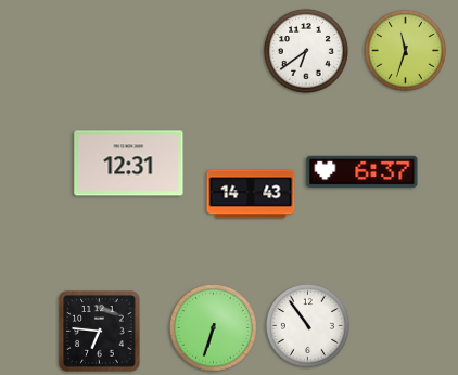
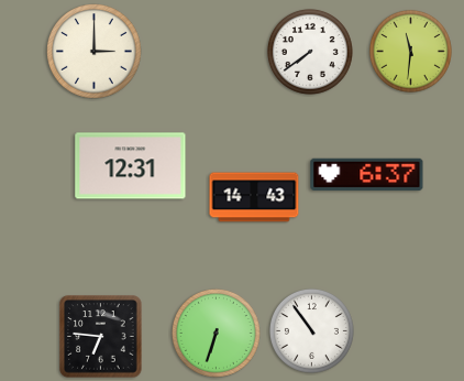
clock at (405, 50): 11:33 -> 11:31
clock at (95, 52): none -> 3:00
clock at (306, 51): 6:39 -> 7:39
